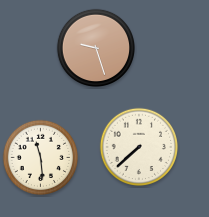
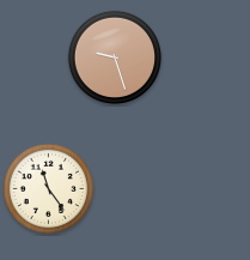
clock at (138, 146): 7:38 -> none
clock at (41, 158): 11:29 -> 11:24
